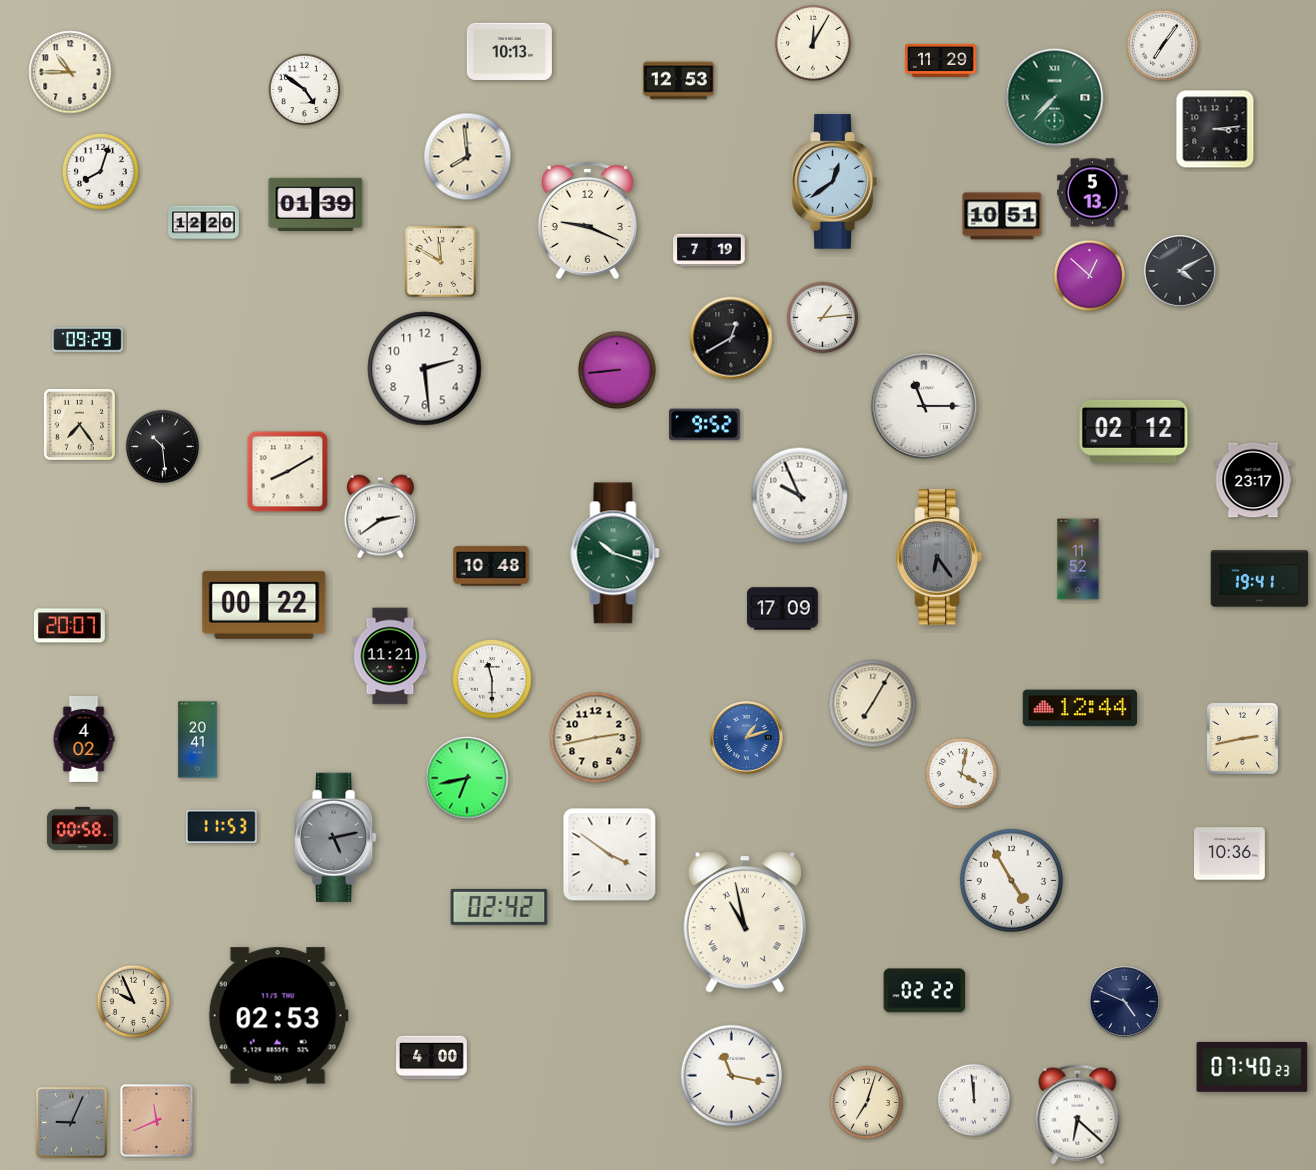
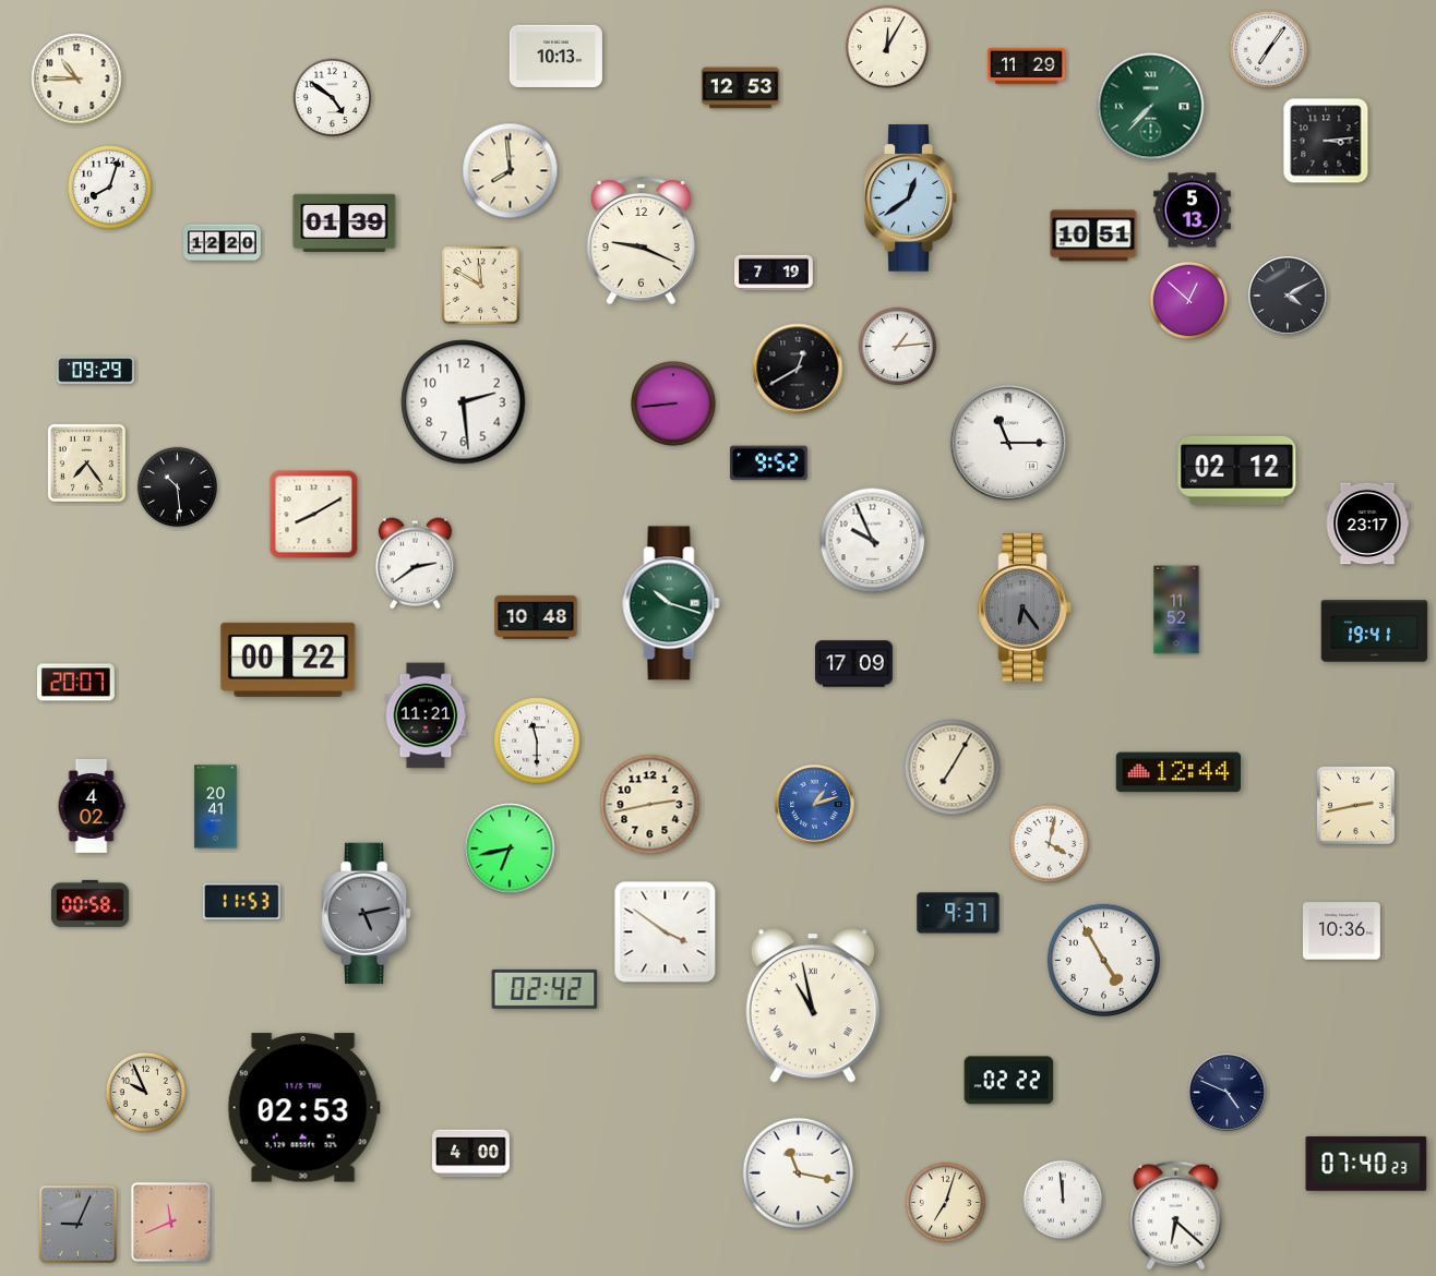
clock at (958, 913): none -> 9:37
